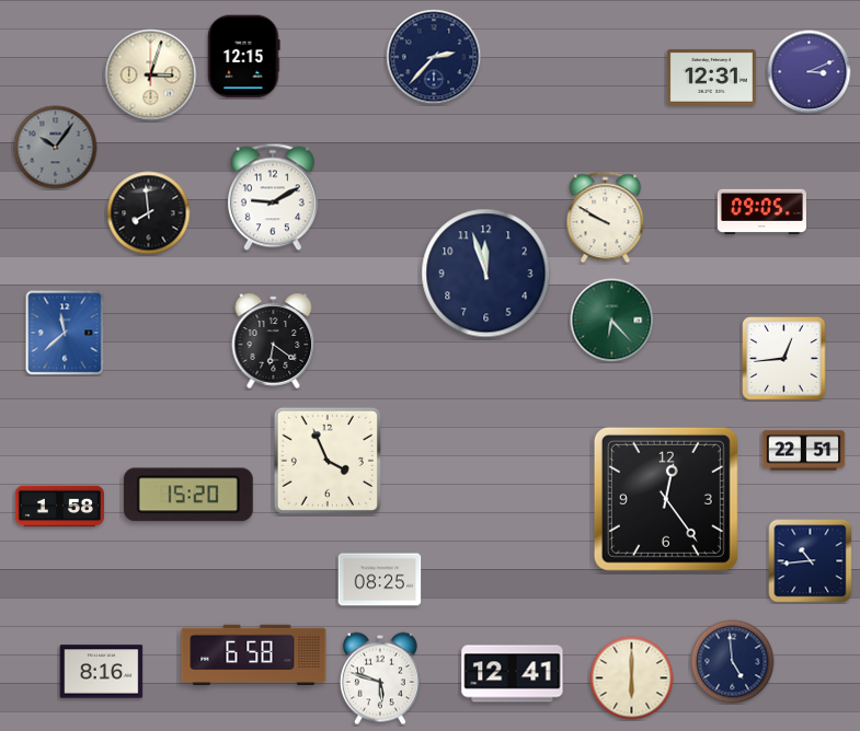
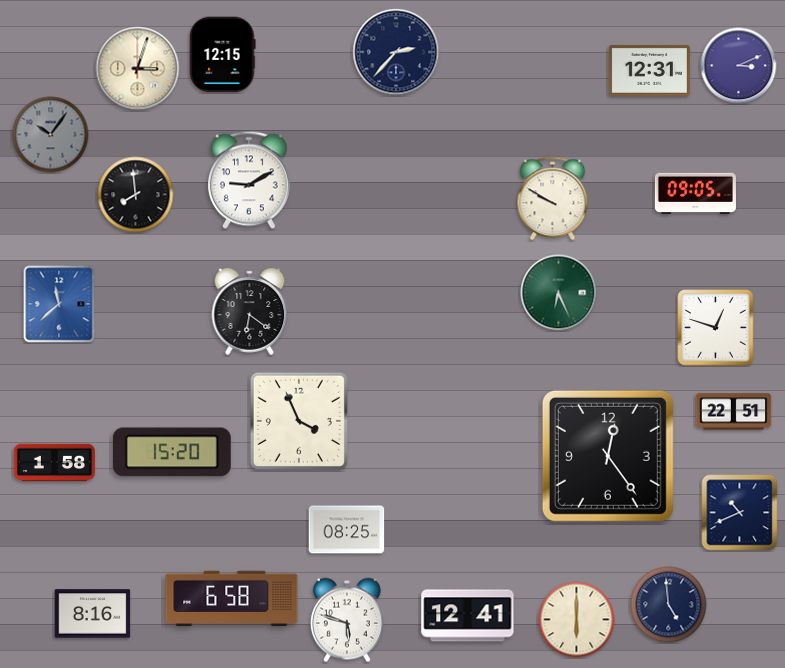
clock at (244, 57) position: (244, 57) -> (223, 55)
clock at (486, 274): 11:57 -> none
clock at (612, 321): 6:23 -> 6:26
clock at (784, 359): 12:44 -> 12:48
clock at (811, 561): 10:44 -> 10:41
